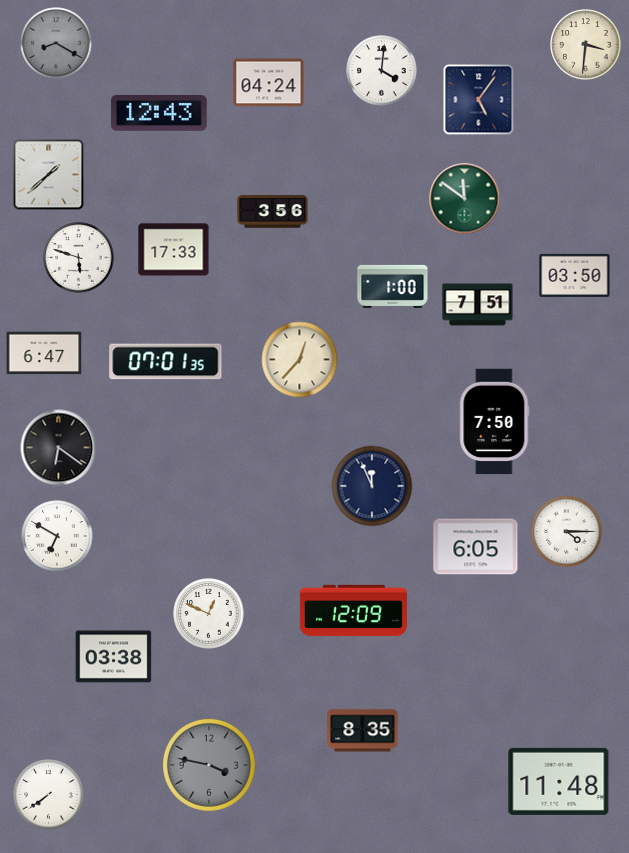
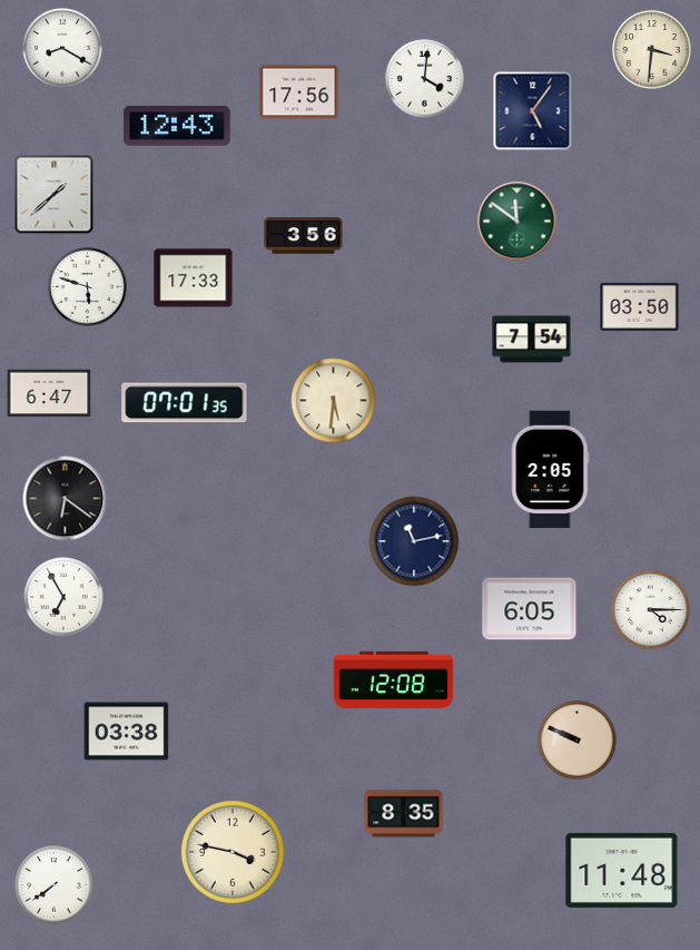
clock at (56, 43) dial: grey -> white
clock at (269, 83): 04:24 -> 17:56
clock at (393, 286): 1:00 -> none
clock at (478, 305): 7:51 -> 7:54
clock at (300, 360): 12:37 -> 5:31
clock at (495, 422): 7:50 -> 2:05
clock at (372, 486): 11:56 -> 11:13
clock at (567, 532) position: (567, 532) -> (651, 610)
clock at (57, 536): 6:50 -> 6:55
clock at (353, 610): 12:09 -> 12:08
clock at (209, 614): 12:49 -> none
clock at (578, 741): none -> 9:49
clock at (209, 765) dial: grey -> cream
